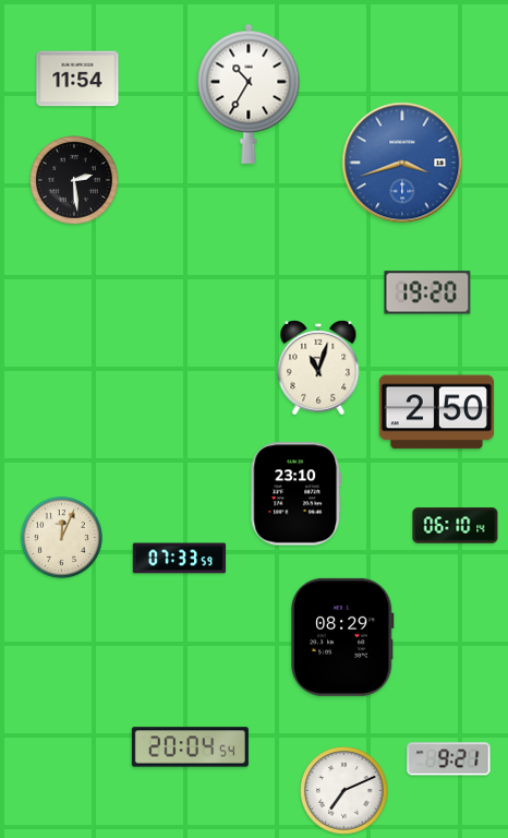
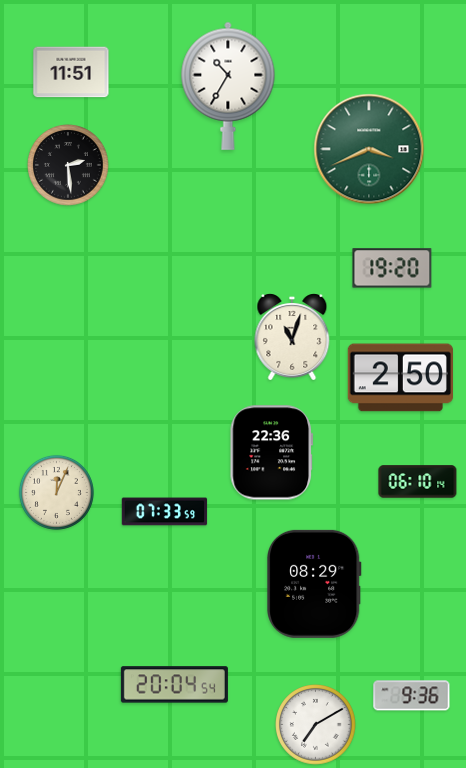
clock at (77, 79): 11:54 -> 11:51
clock at (402, 163): 3:42 -> 3:41
clock at (402, 163) dial: blue -> green
clock at (295, 494): 23:10 -> 22:36
clock at (449, 759): 9:21 -> 9:36
clock at (344, 791): 7:11 -> 7:10
